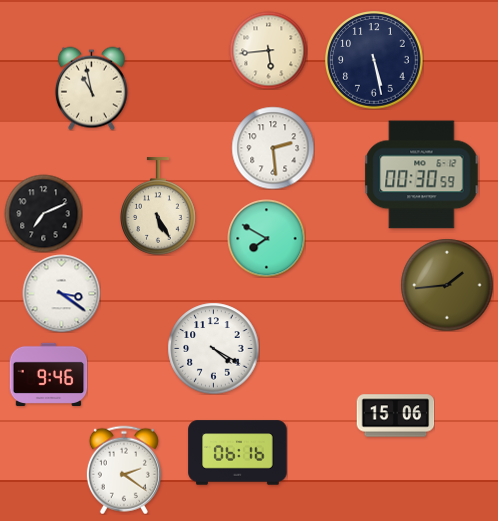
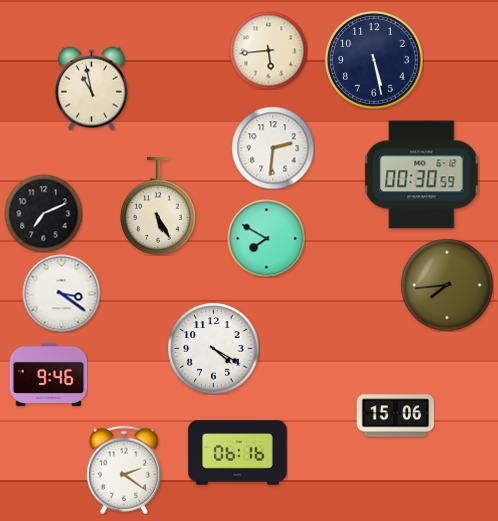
clock at (273, 148): 2:29 -> 2:31
clock at (447, 285): 1:44 -> 7:44
